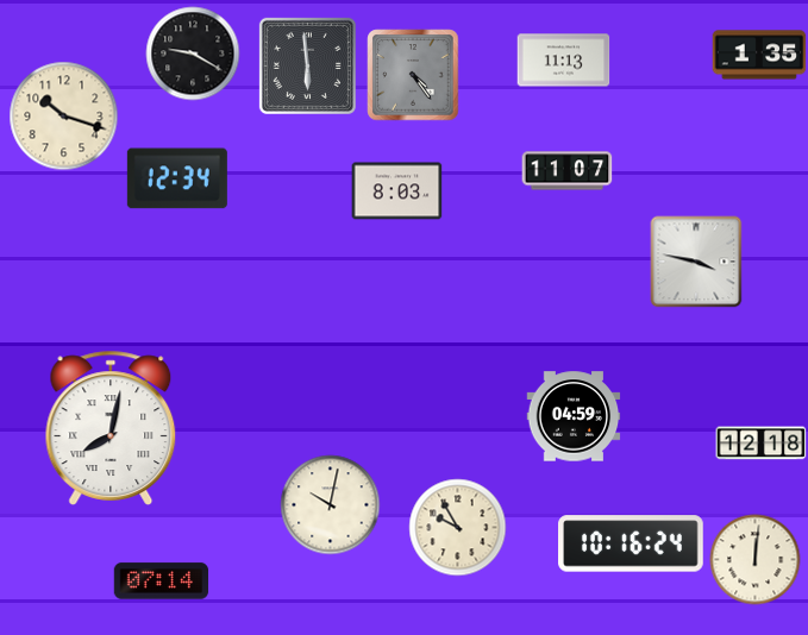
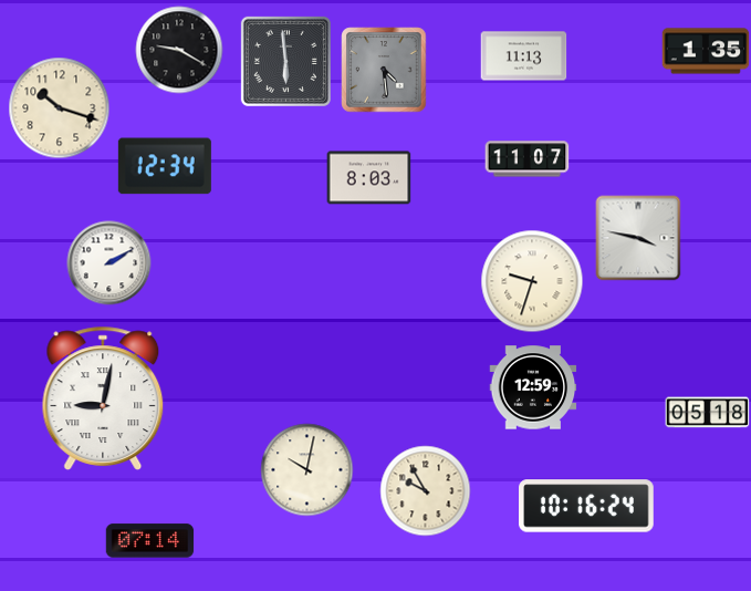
clock at (413, 75): 4:24 -> 4:29
clock at (696, 262) position: (696, 262) -> (638, 238)
clock at (109, 263): none -> 2:10
clock at (532, 281): none -> 9:33
clock at (574, 416): 04:59 -> 12:59
clock at (111, 428): 8:02 -> 9:02
clock at (762, 444): 12:18 -> 05:18
clock at (756, 560): 12:01 -> none
